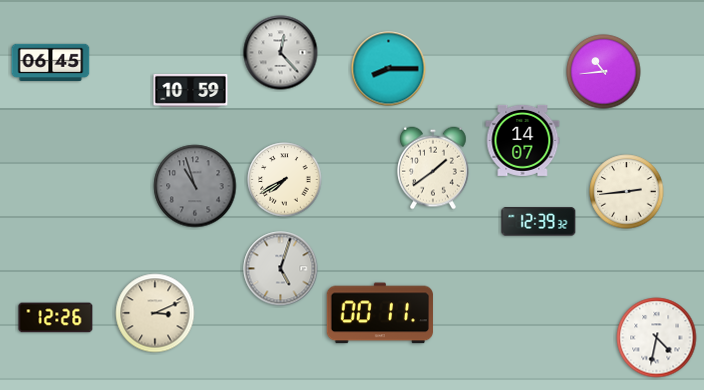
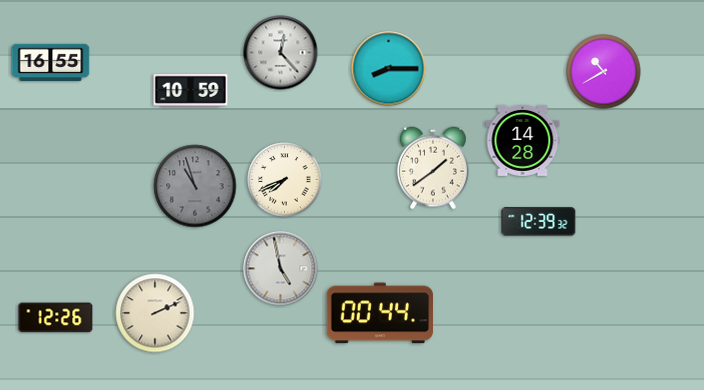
clock at (51, 63): 06:45 -> 16:55
clock at (604, 72): 10:44 -> 10:40
clock at (523, 140): 14:07 -> 14:28
clock at (285, 180): 7:40 -> 7:41
clock at (627, 192): 2:44 -> none
clock at (281, 269): 5:03 -> 4:58
clock at (155, 313): 3:11 -> 2:11
clock at (380, 313): 00:11 -> 00:44
clock at (657, 338): 4:32 -> none
